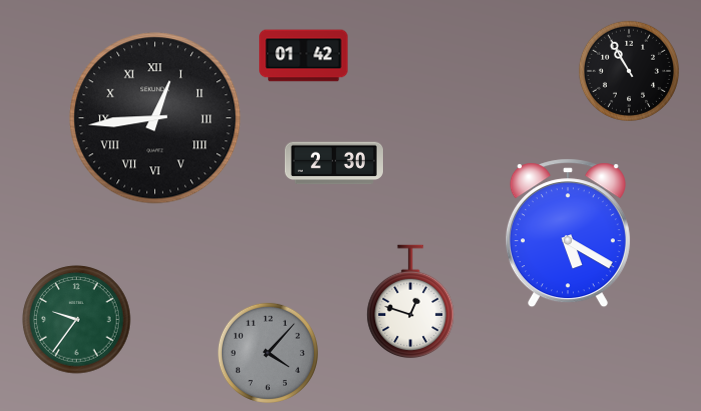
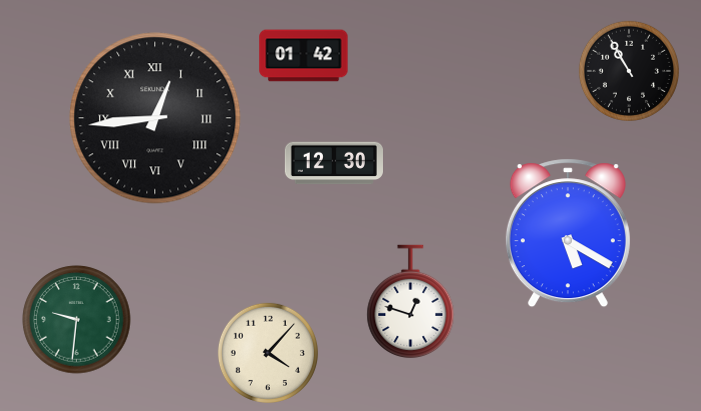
clock at (333, 163): 2:30 -> 12:30
clock at (77, 320): 9:36 -> 9:31
clock at (268, 353) dial: grey -> cream
